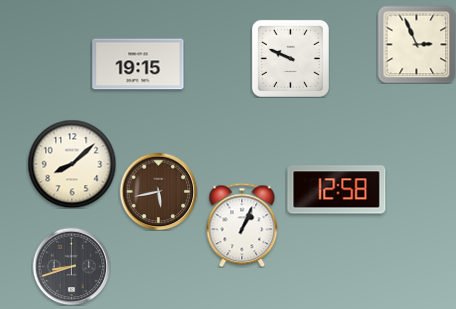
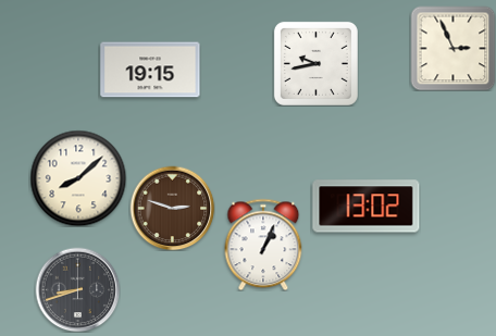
clock at (290, 58): 9:49 -> 9:43
clock at (337, 190): 12:58 -> 13:02
clock at (158, 191): 5:43 -> 2:48
